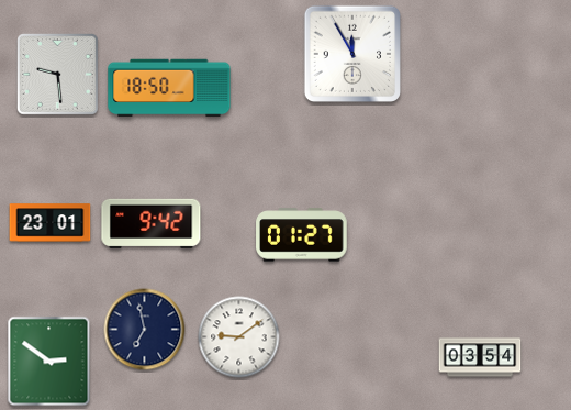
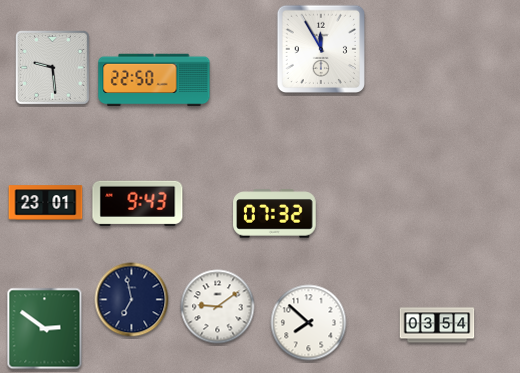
clock at (169, 88): 18:50 -> 22:50
clock at (152, 223): 9:42 -> 9:43
clock at (302, 235): 01:27 -> 07:32
clock at (309, 323): none -> 7:52
